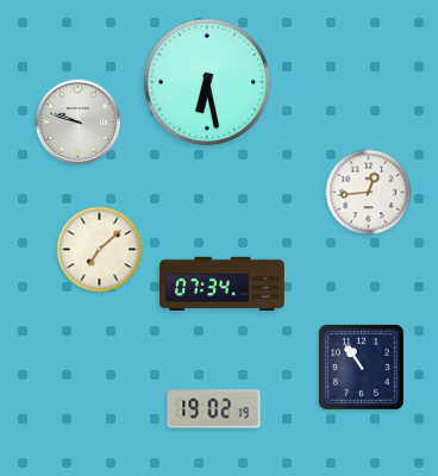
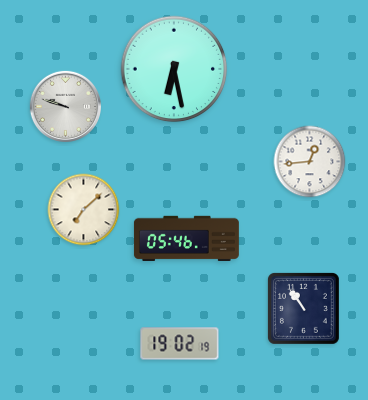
clock at (77, 121) position: (77, 121) -> (65, 106)
clock at (221, 283): 07:34 -> 05:46
